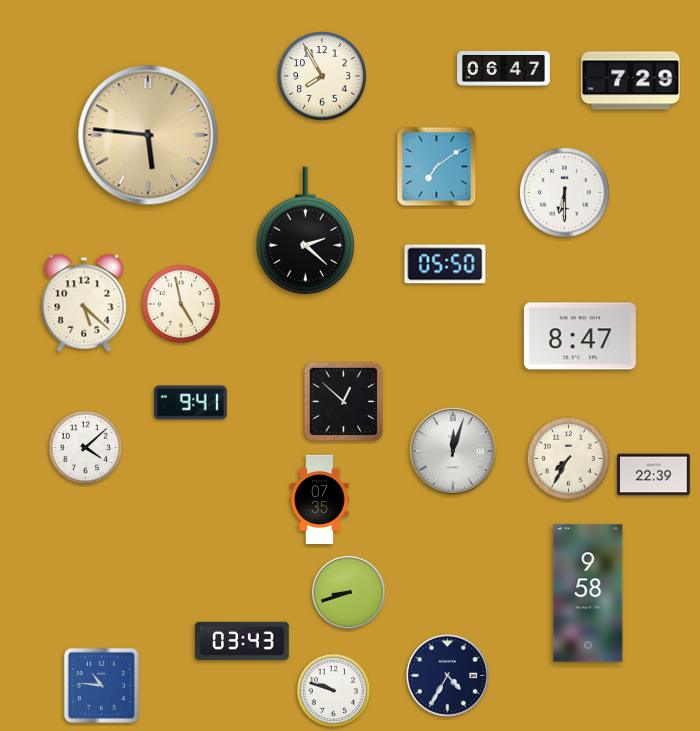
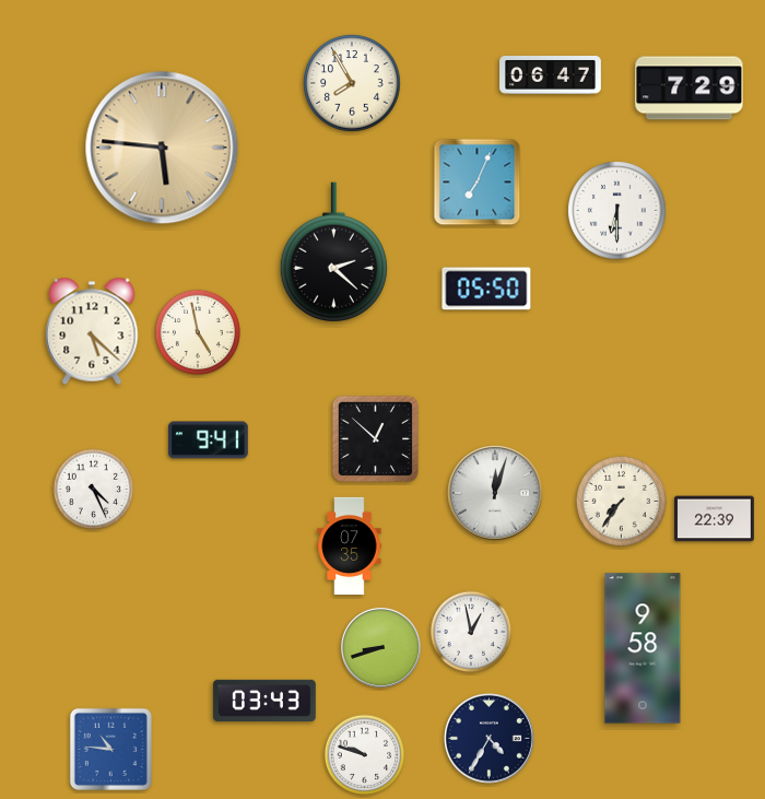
clock at (437, 167): 7:09 -> 7:04
clock at (580, 336): 8:47 -> none
clock at (86, 448): 4:08 -> 4:26
clock at (568, 458): 7:35 -> 7:36
clock at (471, 632): none -> 12:58
